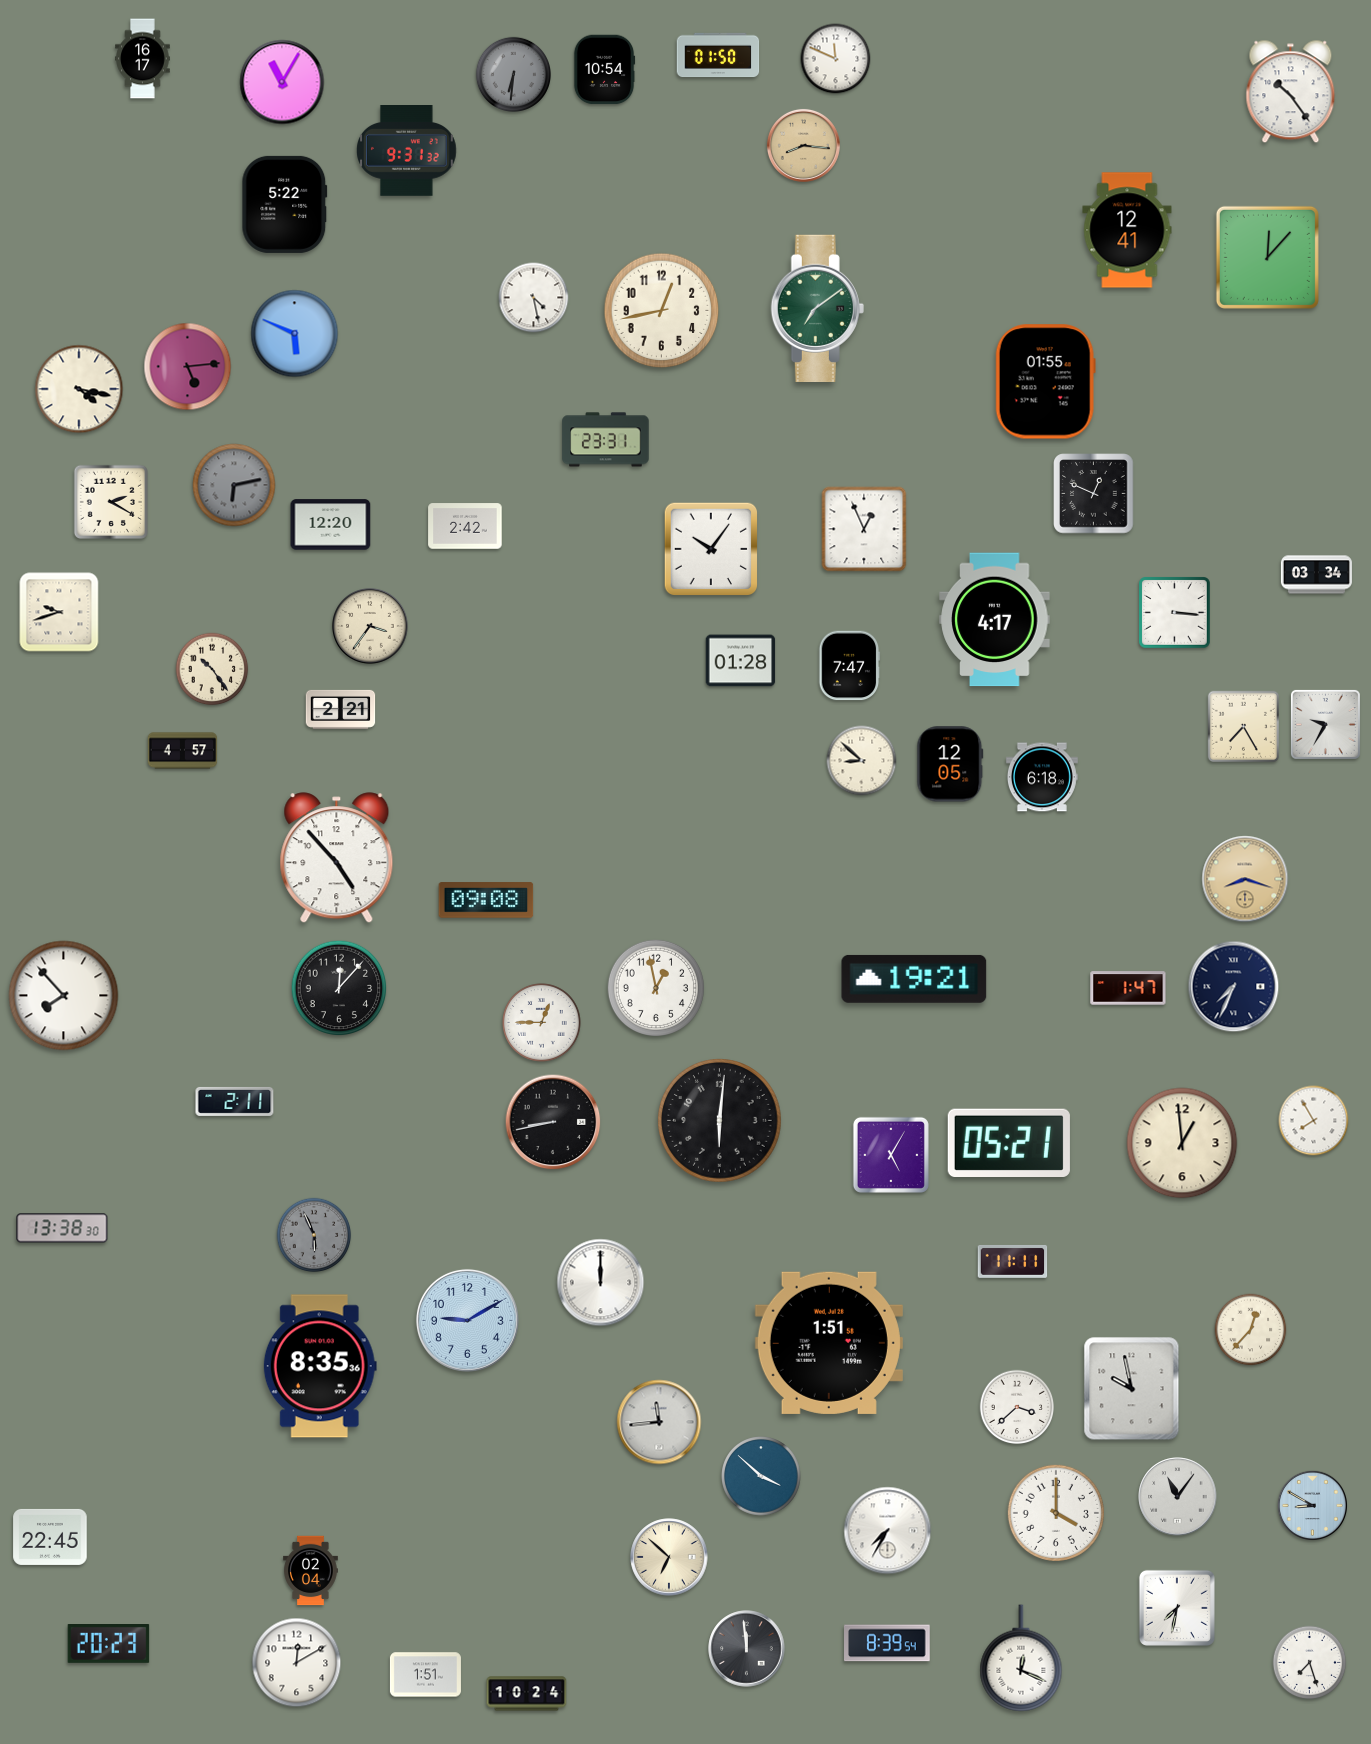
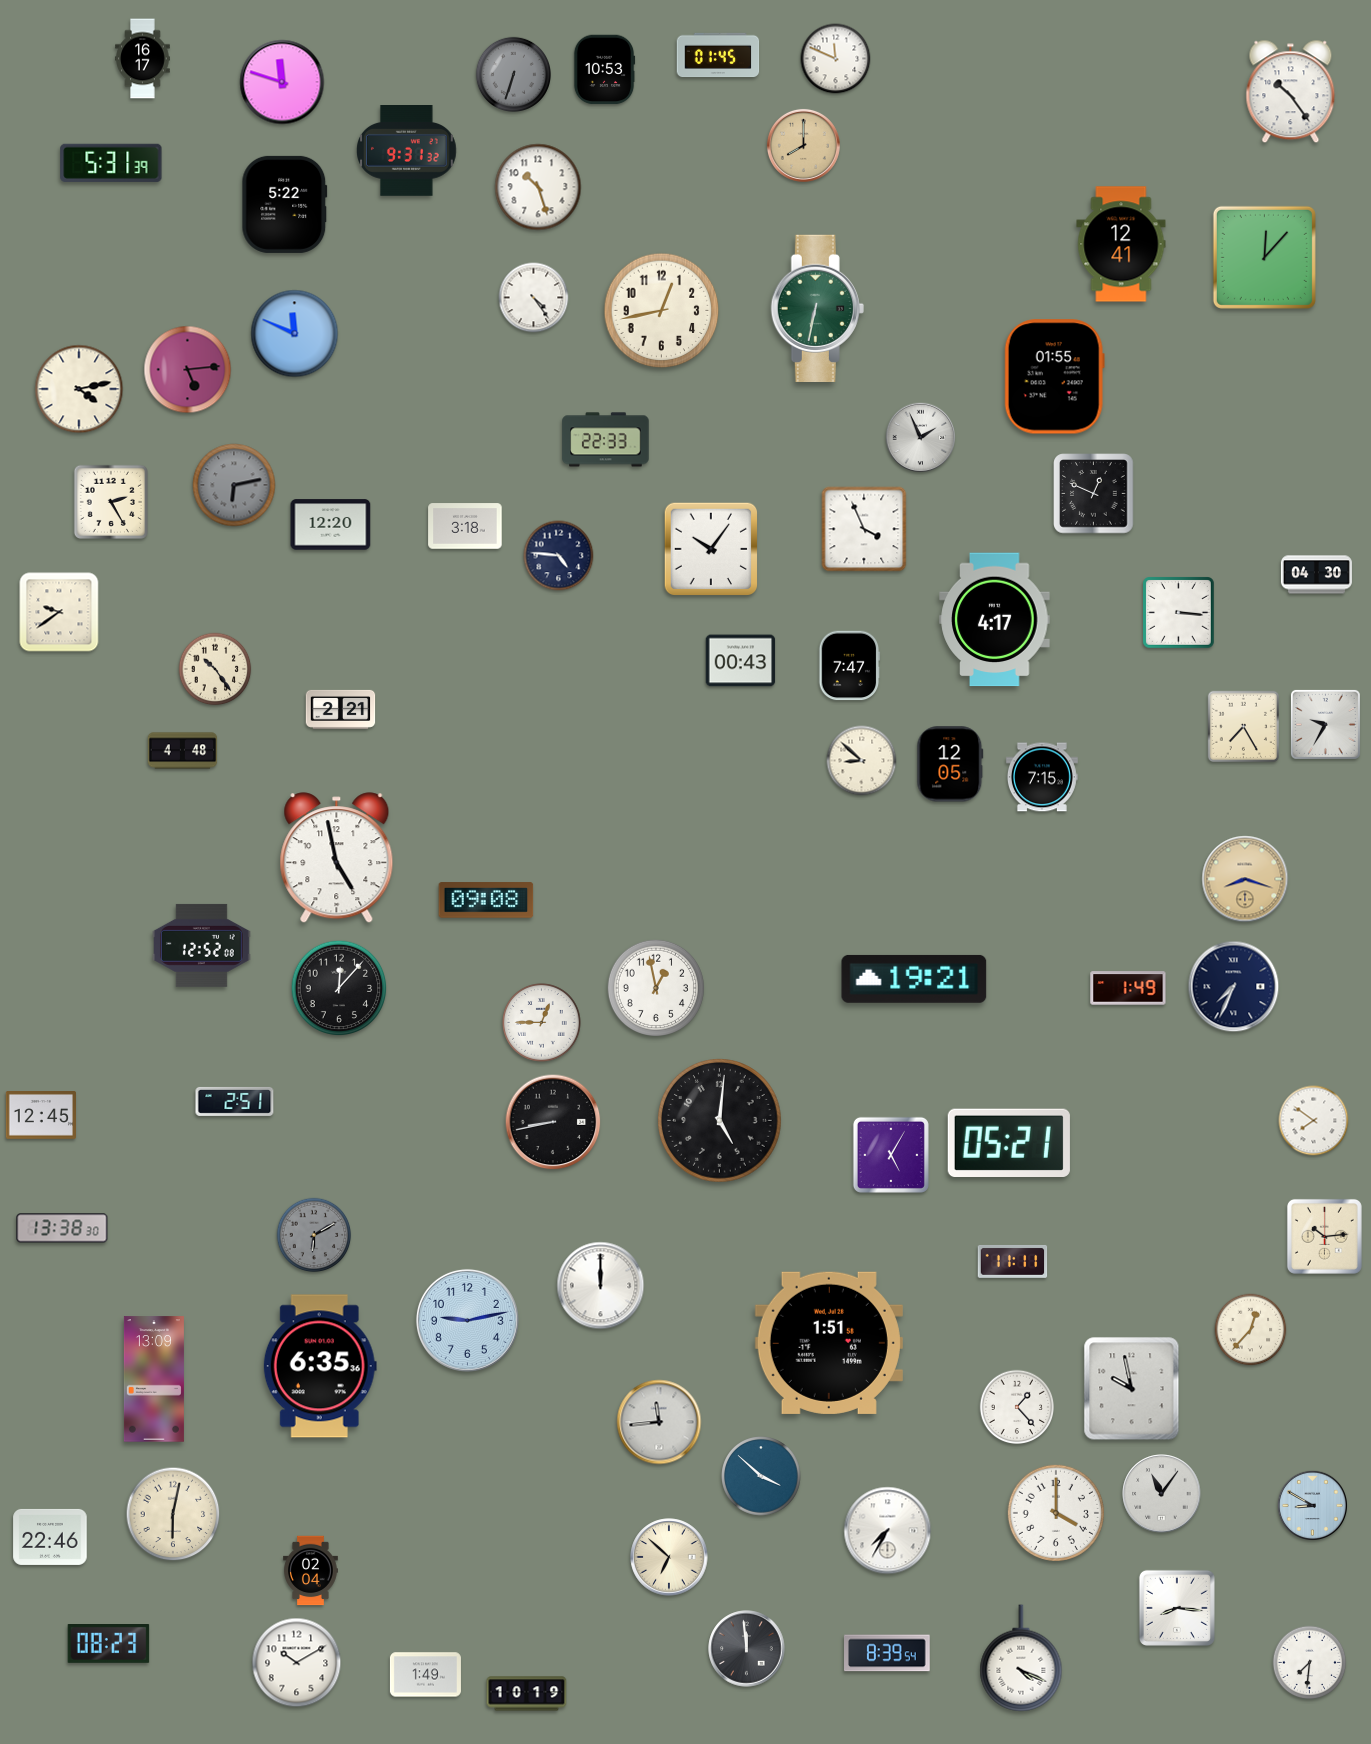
clock at (718, 55): 01:50 -> 01:45
clock at (604, 70): 10:54 -> 10:53
clock at (513, 74): 6:31 -> 6:33
clock at (282, 82): 11:05 -> 11:48
clock at (803, 145): 8:16 -> 8:00
clock at (111, 163): none -> 5:31
clock at (538, 187): none -> 10:27
clock at (1127, 230) position: (1127, 230) -> (1121, 244)
clock at (1267, 257) position: (1267, 257) -> (1264, 257)
clock at (534, 298): 4:28 -> 4:24
clock at (817, 308): 7:09 -> 6:32
clock at (295, 334): 5:49 -> 11:49
clock at (188, 367) position: (188, 367) -> (188, 370)
clock at (1045, 382) position: (1045, 382) -> (1054, 377)
clock at (79, 389): 4:17 -> 4:13
clock at (921, 438): none -> 1:56
clock at (606, 440): 23:31 -> 22:33
clock at (111, 502): 2:20 -> 2:25
clock at (465, 526): 2:42 -> 3:18
clock at (864, 529): 12:56 -> 3:56
clock at (559, 556): none -> 4:46
clock at (1316, 575): 03:34 -> 04:30
clock at (59, 612): 9:42 -> 9:39
clock at (1175, 613) position: (1175, 613) -> (1179, 613)
clock at (370, 626): 3:36 -> none
clock at (741, 661): 01:28 -> 00:43
clock at (212, 669) position: (212, 669) -> (215, 669)
clock at (183, 751): 4:57 -> 4:48
clock at (1042, 777): 6:18 -> 7:15
clock at (337, 858): 4:53 -> 4:58
clock at (202, 945): none -> 12:52
clock at (1128, 988): 1:47 -> 1:49
clock at (64, 996): 7:53 -> none
clock at (235, 1101): 2:11 -> 2:51
clock at (40, 1116): none -> 12:45
clock at (720, 1121): 6:01 -> 5:01
clock at (1314, 1121): 7:55 -> 7:51
clock at (1182, 1143): 12:59 -> none
clock at (314, 1235): 5:56 -> 6:10
clock at (1324, 1236): none -> 10:14
clock at (601, 1283) position: (601, 1283) -> (601, 1286)
clock at (467, 1320): 9:10 -> 9:13
clock at (320, 1366): 8:35 -> 6:35
clock at (154, 1379): none -> 13:09
clock at (1017, 1407): 3:38 -> 1:23
clock at (1178, 1497) position: (1178, 1497) -> (1162, 1494)
clock at (173, 1514): none -> 6:02
clock at (50, 1537): 22:45 -> 22:46
clock at (1177, 1608): 7:32 -> 8:16
clock at (888, 1643) position: (888, 1643) -> (888, 1653)
clock at (109, 1644): 20:23 -> 08:23
clock at (1021, 1658): 12:19 -> 4:19
clock at (297, 1663): 12:10 -> 10:10
clock at (1310, 1663): 7:27 -> 7:31
clock at (425, 1675): 1:51 -> 1:49
clock at (527, 1694): 10:24 -> 10:19
